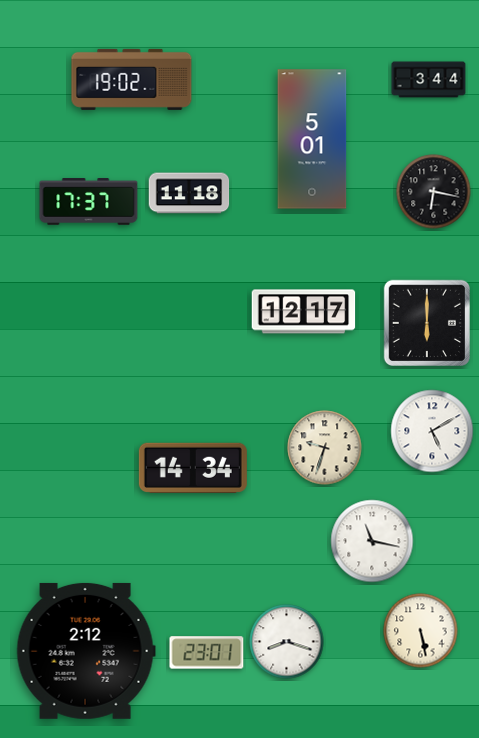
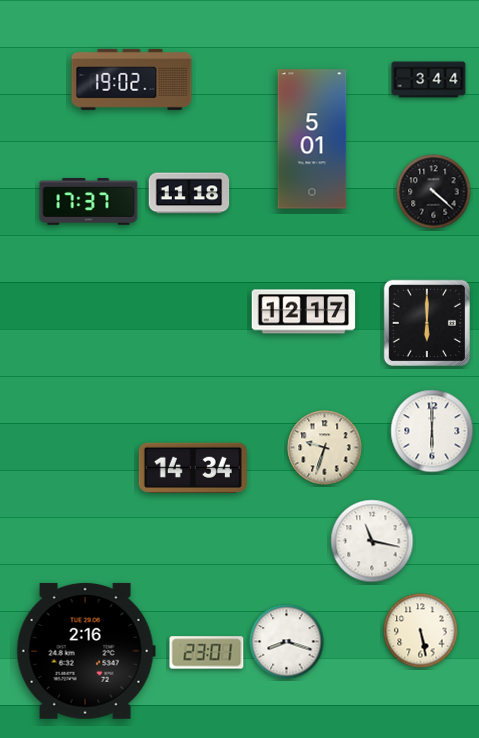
clock at (434, 192): 6:17 -> 4:22
clock at (432, 431): 5:10 -> 6:00
clock at (86, 651): 2:12 -> 2:16
